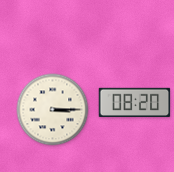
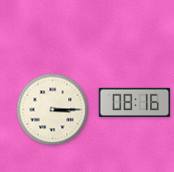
clock at (135, 103): 08:20 -> 08:16
